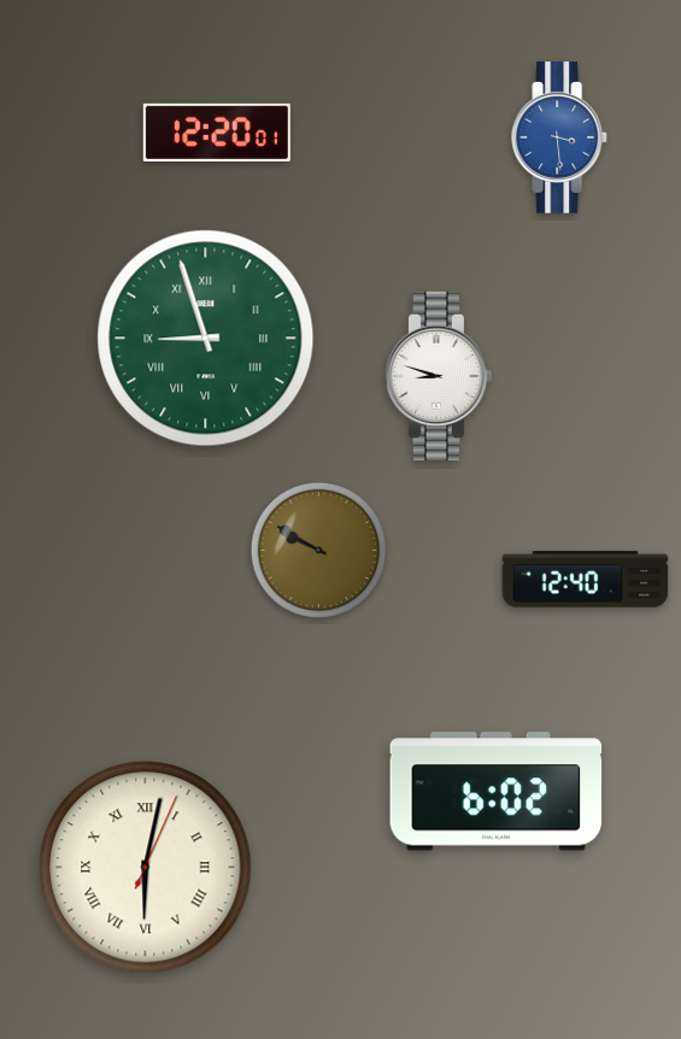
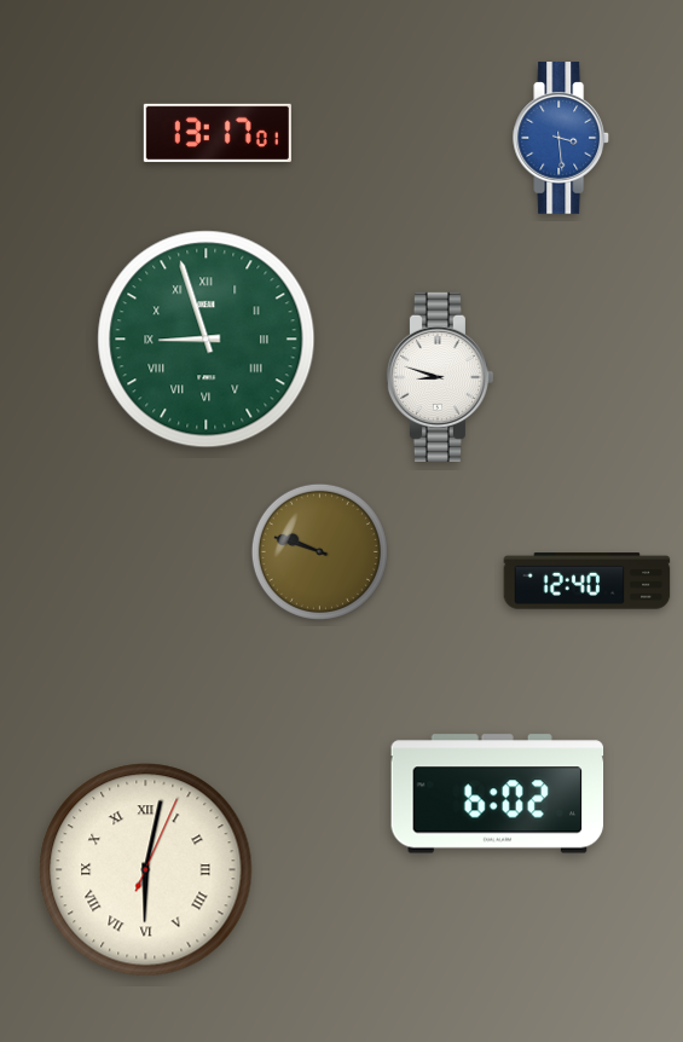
clock at (217, 133): 12:20 -> 13:17
clock at (318, 550): 9:50 -> 9:48
